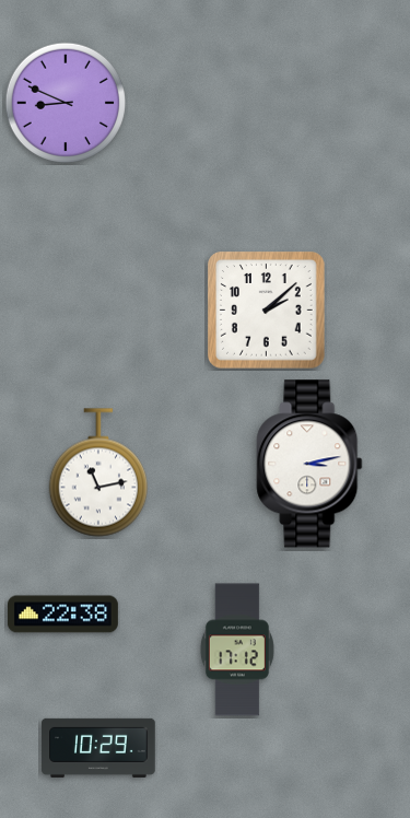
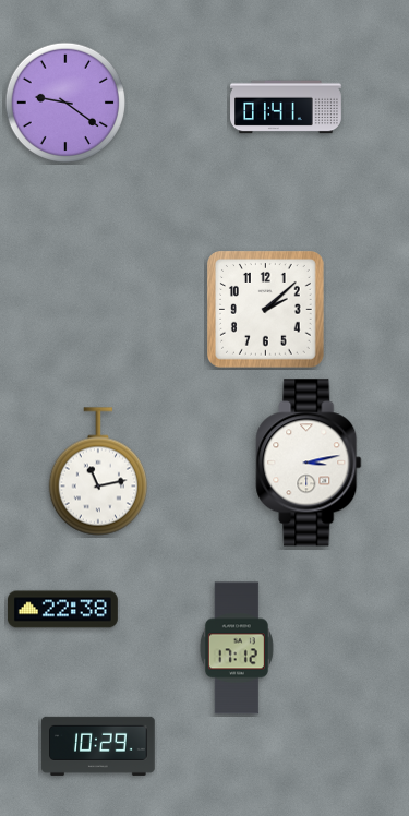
clock at (65, 102): 8:49 -> 9:21
clock at (286, 107): none -> 01:41
clock at (62, 615) position: (62, 615) -> (62, 610)
